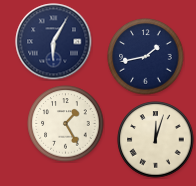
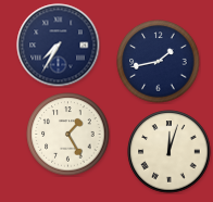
clock at (54, 42): 6:05 -> 7:35
clock at (66, 124) position: (66, 124) -> (68, 135)
